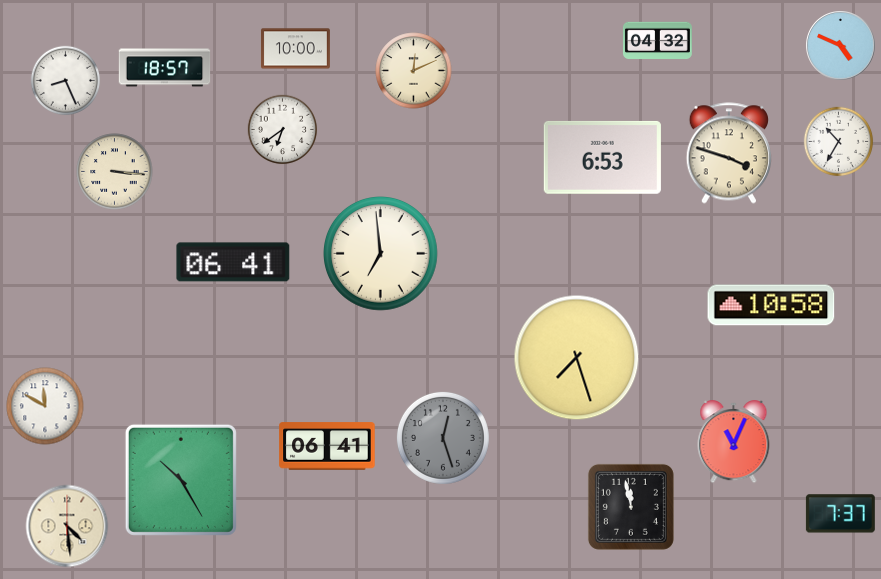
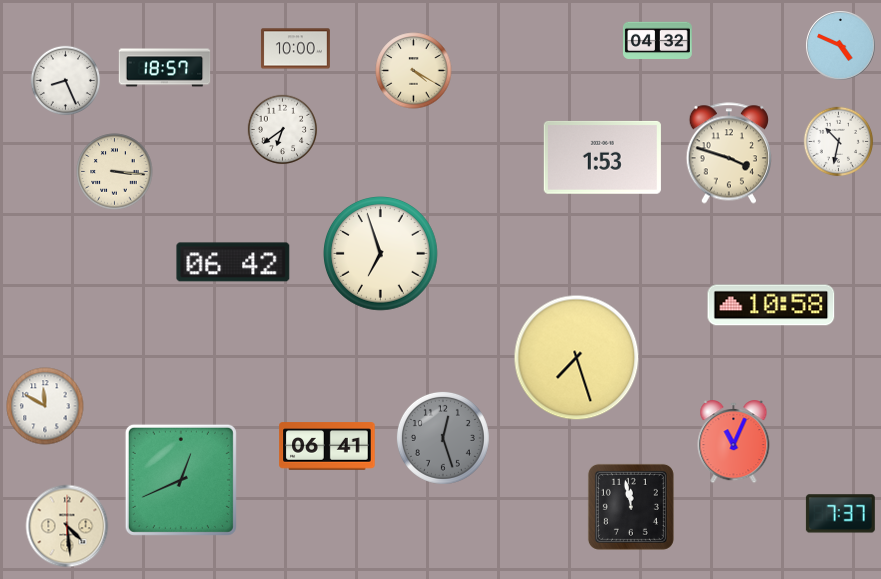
clock at (414, 71): 12:11 -> 4:20
clock at (839, 142): 10:35 -> 10:32
clock at (602, 157): 6:53 -> 1:53
clock at (381, 254): 6:59 -> 6:57
clock at (233, 262): 06:41 -> 06:42
clock at (181, 480): 10:25 -> 12:41
